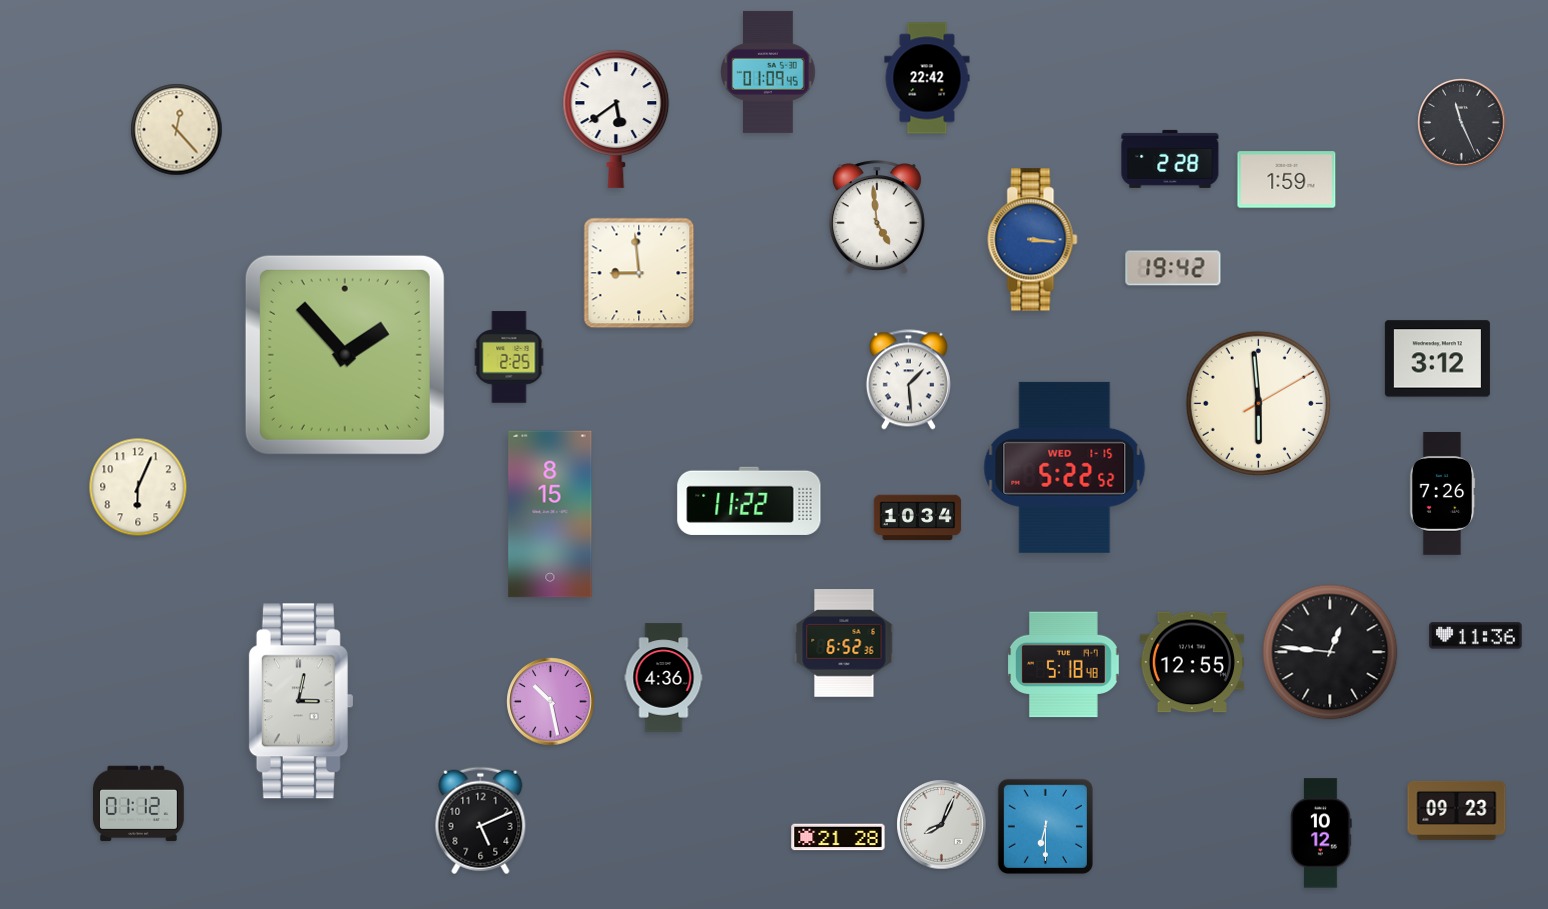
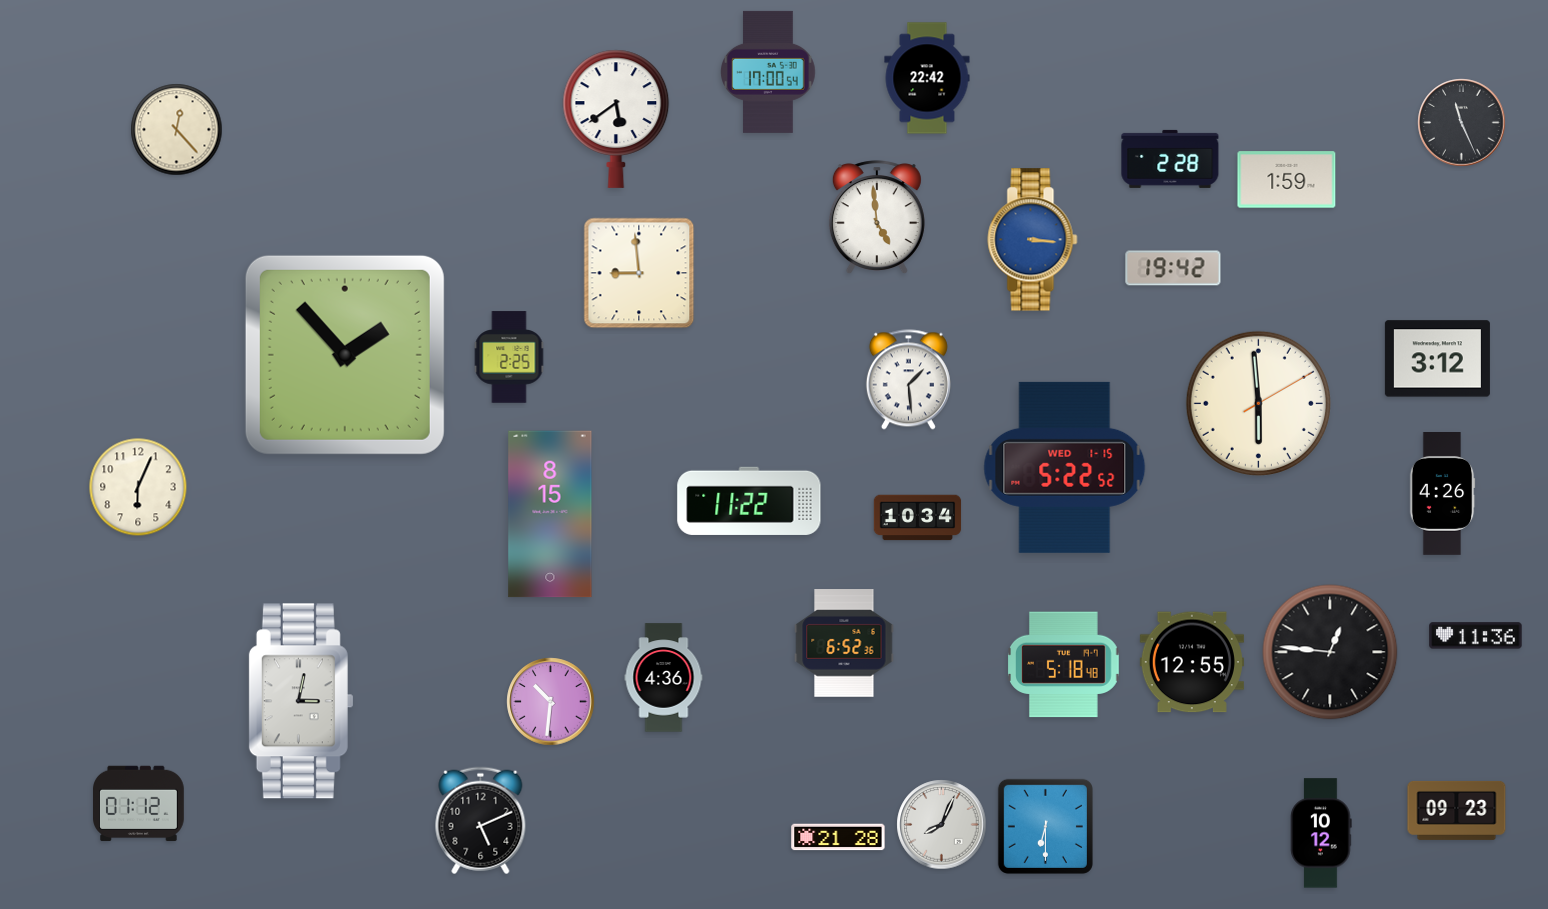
clock at (768, 72): 01:09 -> 17:00
clock at (1442, 494): 7:26 -> 4:26
clock at (551, 702): 10:28 -> 10:31
